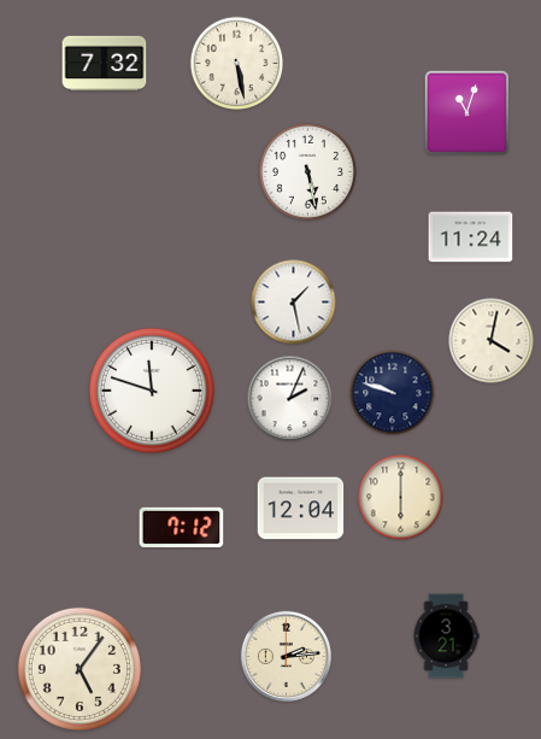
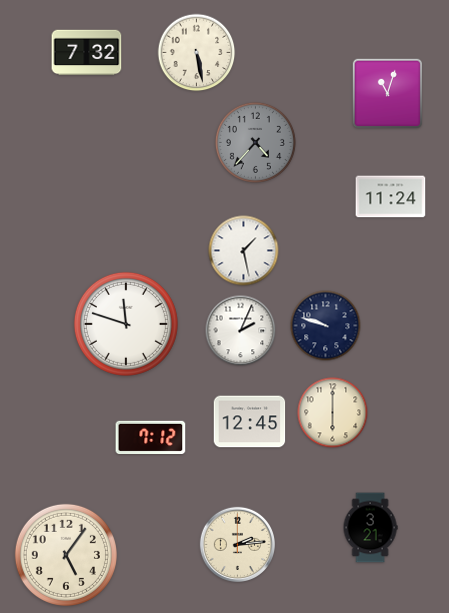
clock at (307, 171): 5:28 -> 4:37
clock at (307, 171) dial: white -> grey
clock at (492, 341): 4:02 -> none
clock at (301, 509): 12:04 -> 12:45
